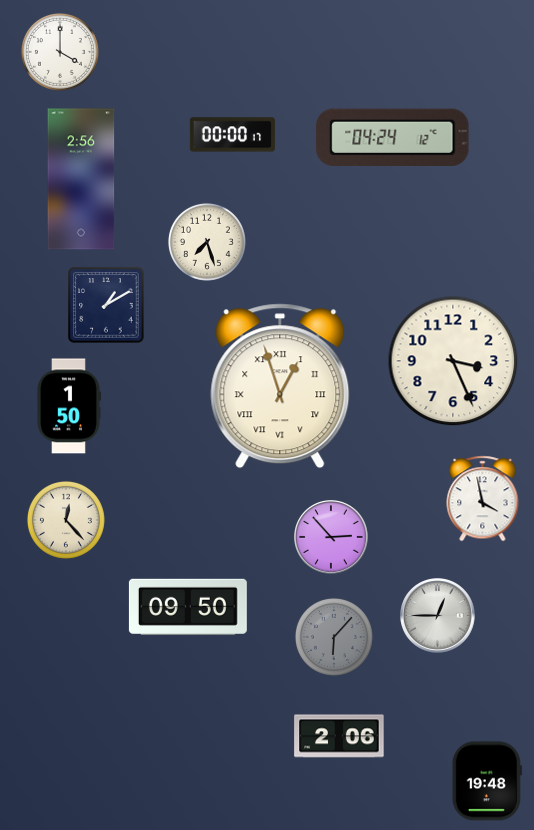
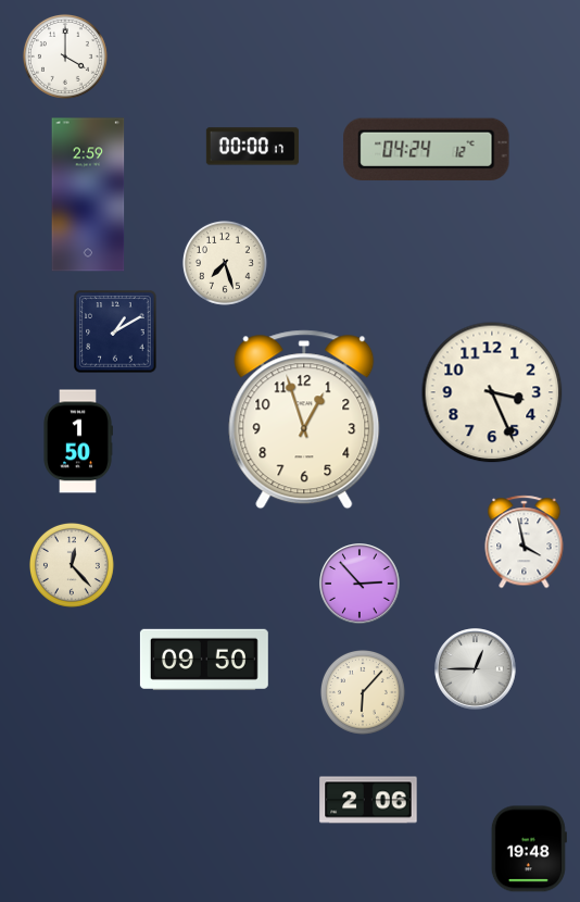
clock at (81, 179): 2:56 -> 2:59
clock at (280, 386) numerals: Roman -> Arabic
clock at (69, 406) position: (69, 406) -> (78, 441)
clock at (334, 637) dial: grey -> cream
